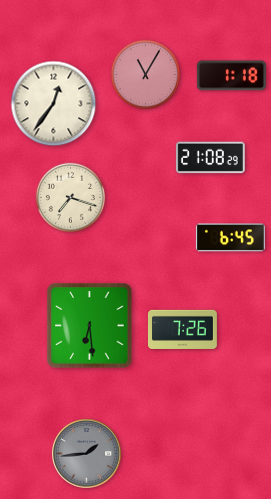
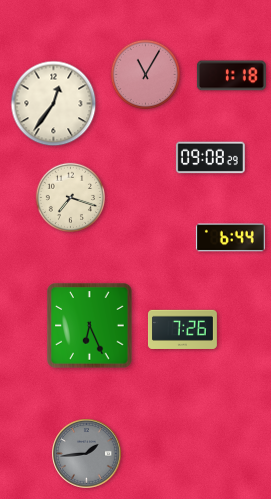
clock at (210, 158): 21:08 -> 09:08
clock at (230, 238): 6:45 -> 6:44
clock at (90, 326): 6:29 -> 6:26
